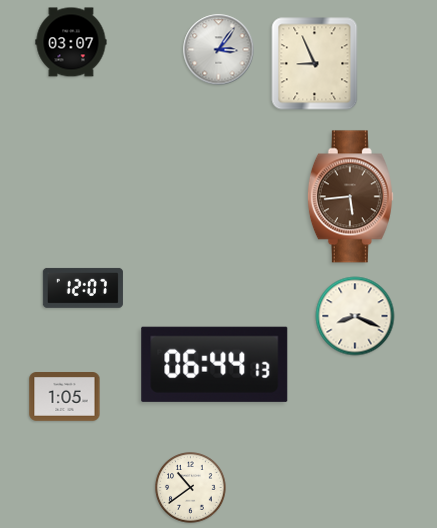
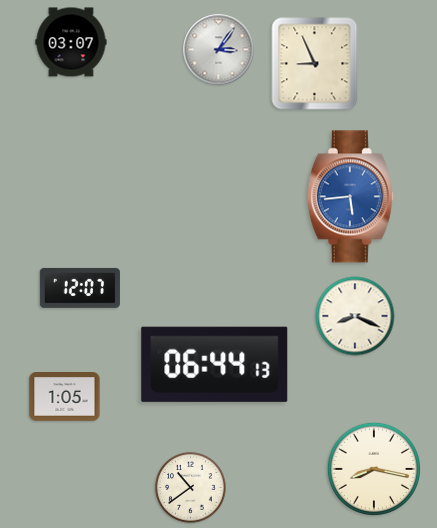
clock at (350, 197) dial: brown -> blue
clock at (83, 288) position: (83, 288) -> (80, 288)
clock at (374, 469): none -> 8:17
